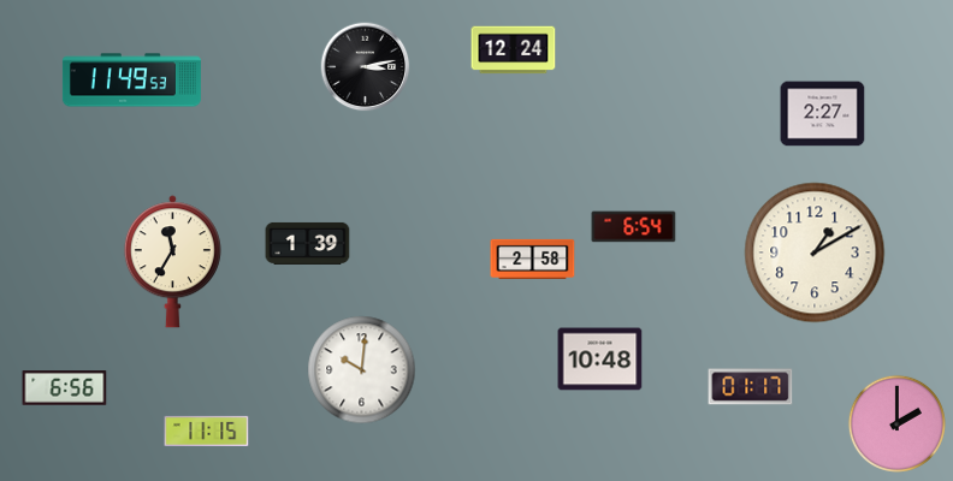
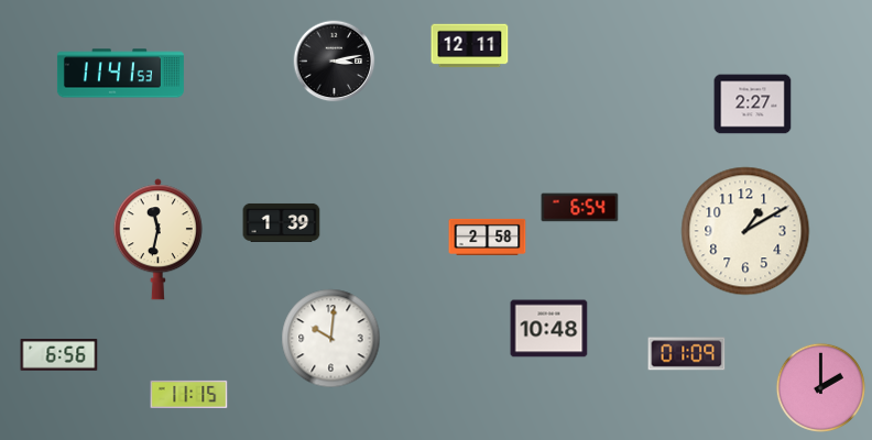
clock at (514, 51): 12:24 -> 12:11
clock at (131, 81): 11:49 -> 11:41
clock at (172, 262): 11:35 -> 11:32
clock at (751, 387): 01:17 -> 01:09
